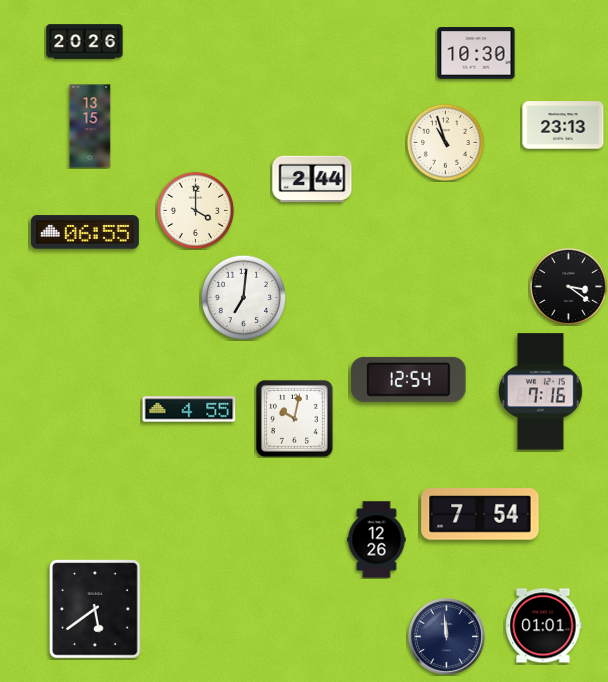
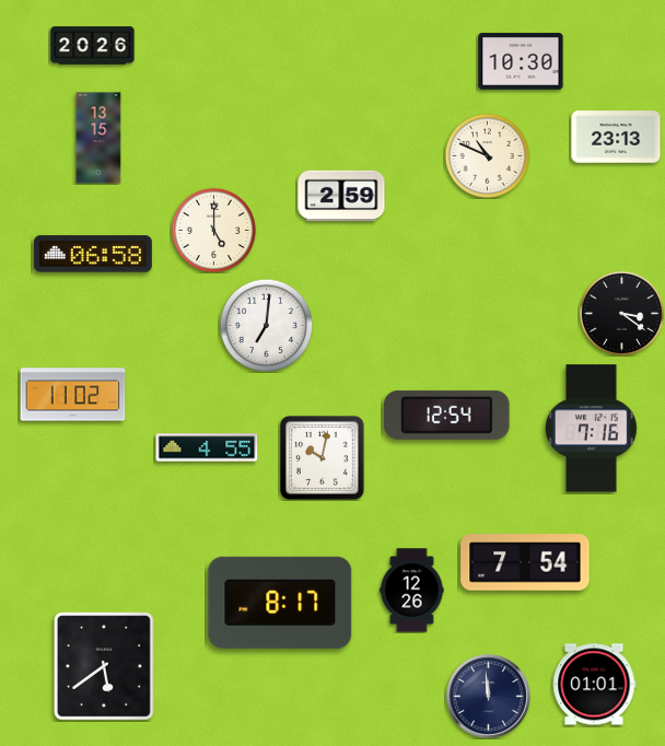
clock at (476, 53) position: (476, 53) -> (521, 61)
clock at (445, 142): 10:57 -> 10:49
clock at (312, 179): 2:44 -> 2:59
clock at (195, 210): 4:00 -> 5:00
clock at (85, 232): 06:55 -> 06:58
clock at (73, 395): none -> 11:02
clock at (280, 603): none -> 8:17
